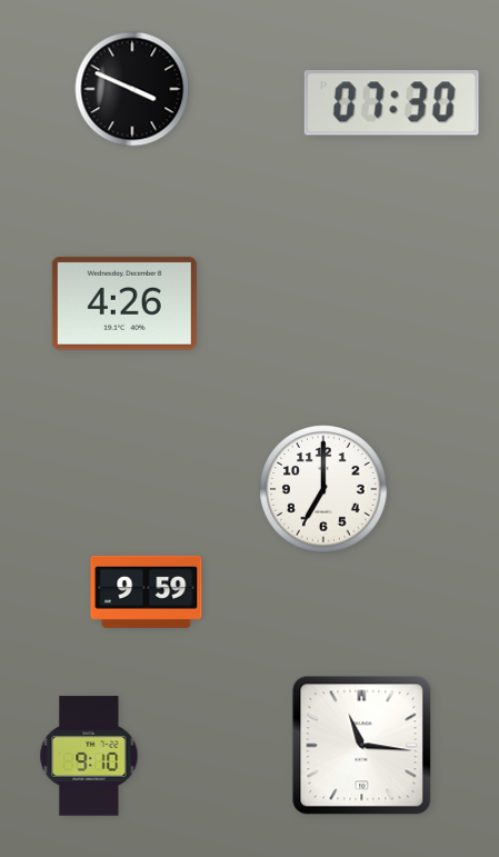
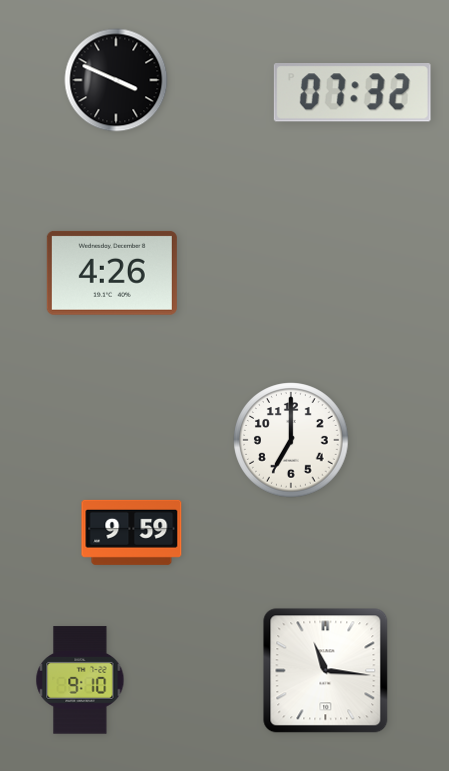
clock at (132, 89) position: (132, 89) -> (116, 80)
clock at (391, 103): 07:30 -> 07:32
